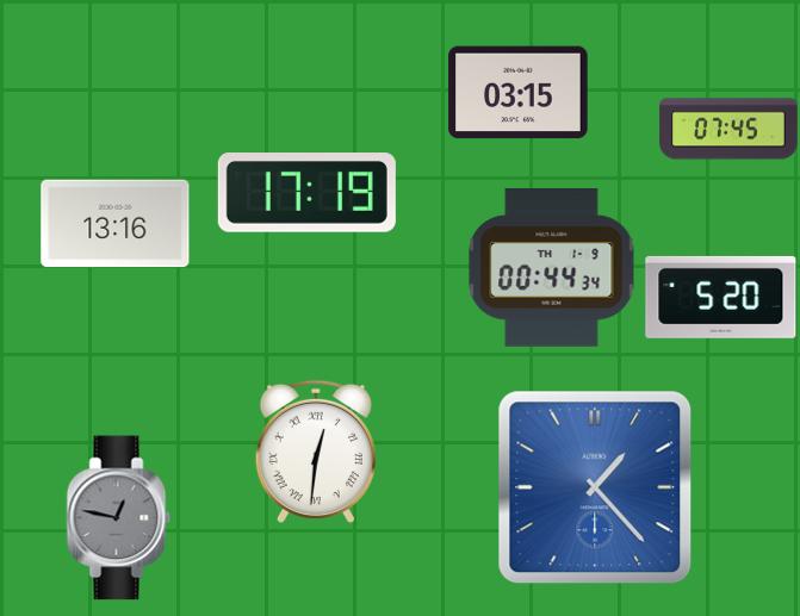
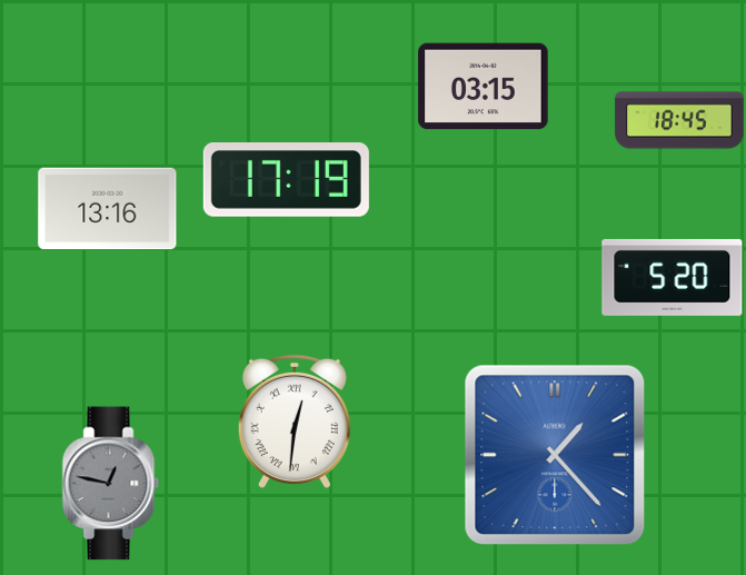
clock at (728, 129): 07:45 -> 18:45
clock at (552, 268): 00:44 -> none
